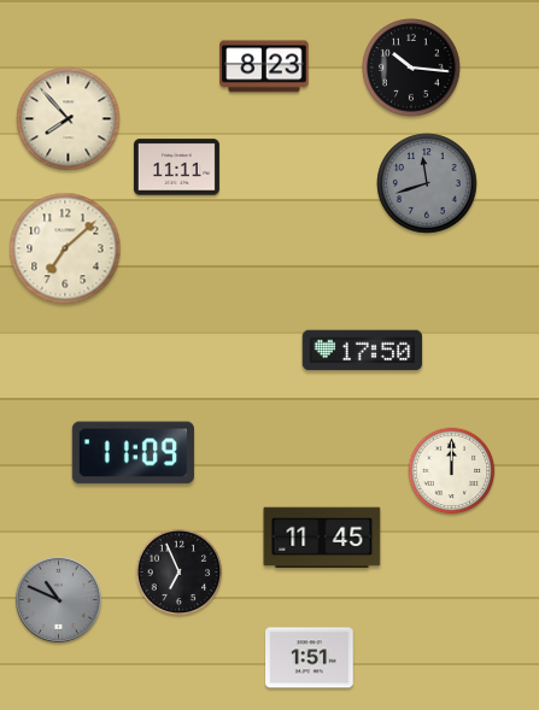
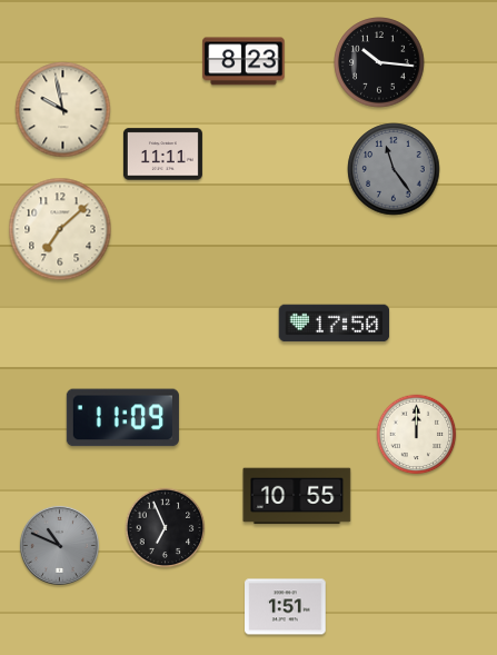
clock at (69, 119): 7:53 -> 9:58
clock at (427, 183): 11:42 -> 11:24
clock at (322, 538): 11:45 -> 10:55
clock at (58, 599) position: (58, 599) -> (59, 545)
